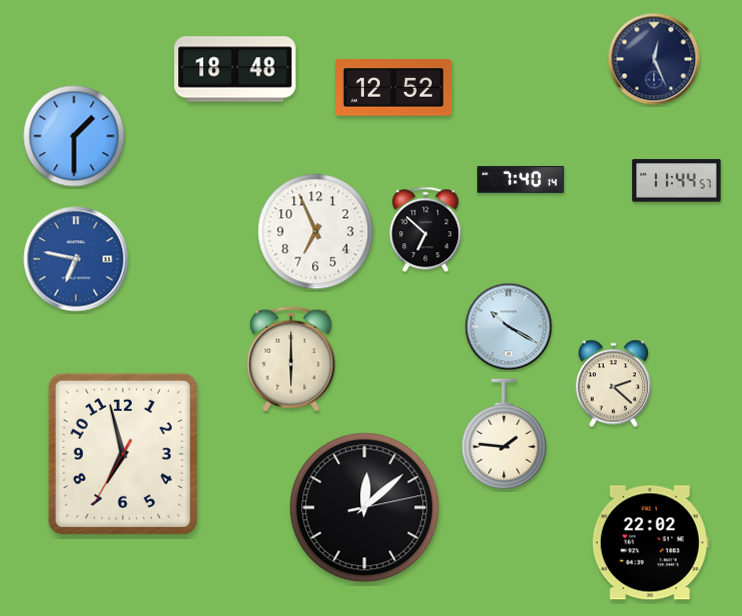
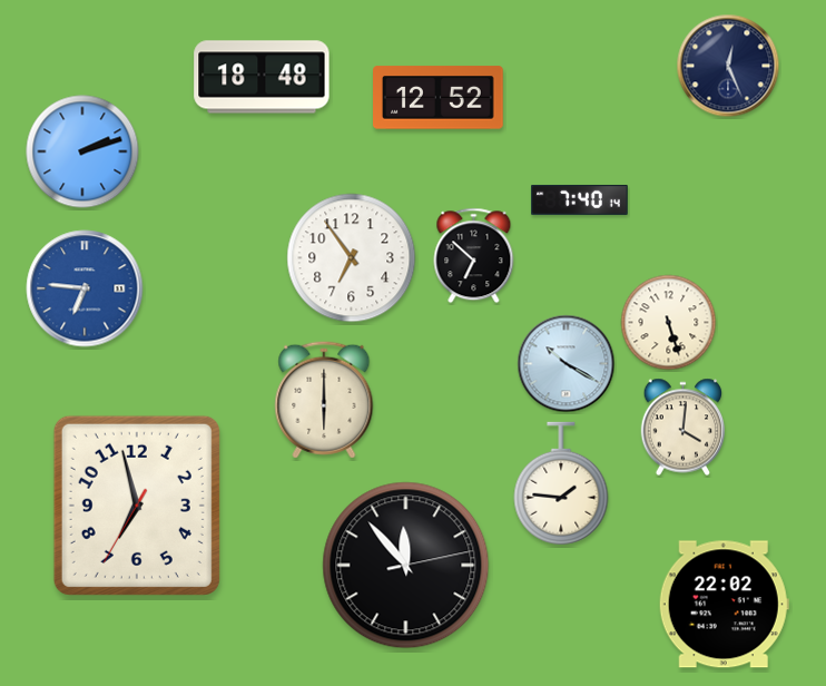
clock at (74, 136): 1:30 -> 2:12
clock at (677, 181): 11:44 -> none
clock at (316, 232): 6:56 -> 6:54
clock at (76, 259): 6:47 -> 6:46
clock at (669, 323): none -> 5:27
clock at (614, 384): 2:22 -> 4:01
clock at (365, 508): 12:08 -> 11:53
